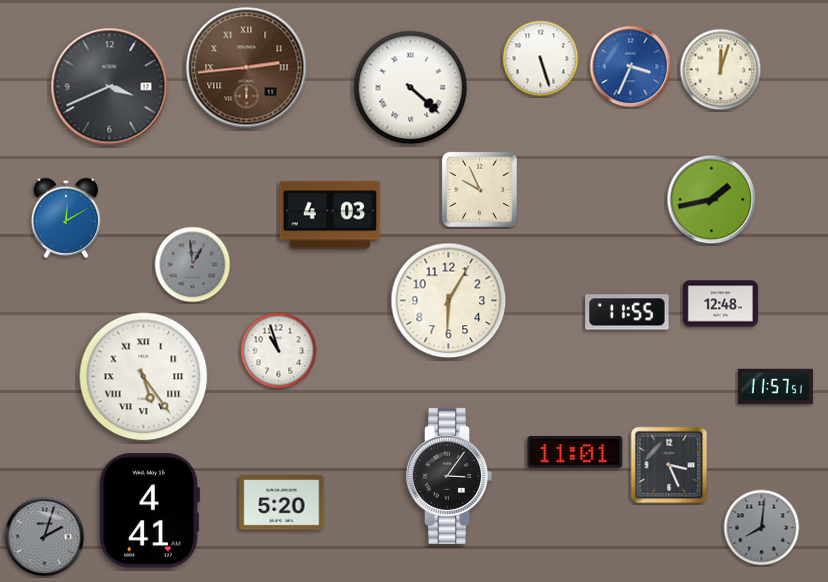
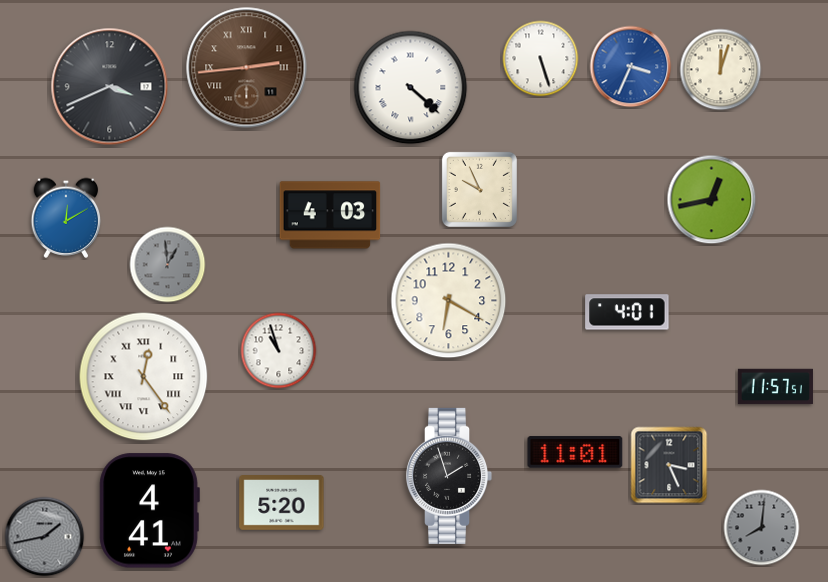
clock at (712, 200): 1:43 -> 12:43
clock at (193, 265) position: (193, 265) -> (168, 265)
clock at (449, 301): 6:05 -> 6:20
clock at (720, 304): 12:48 -> none
clock at (627, 312): 11:55 -> 4:01
clock at (144, 377): 5:24 -> 12:24
clock at (450, 476): 3:06 -> 1:57
clock at (45, 537): 2:03 -> 1:43
